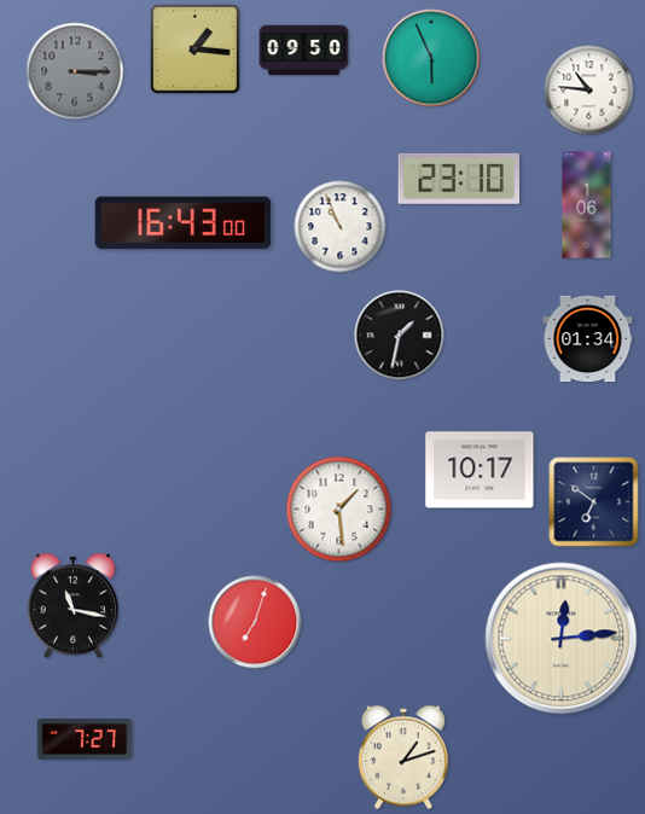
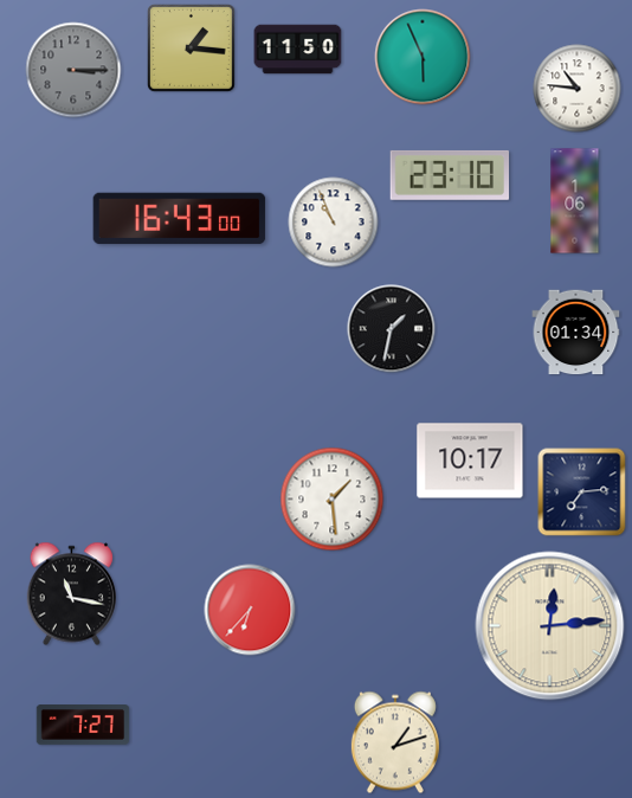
clock at (304, 51): 09:50 -> 11:50
clock at (594, 502): 6:51 -> 7:14
clock at (255, 622): 7:03 -> 6:37
